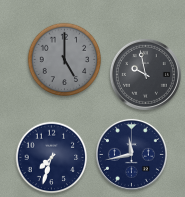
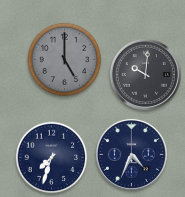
clock at (145, 74): 9:58 -> 10:01
clock at (131, 154): 11:43 -> 4:34
